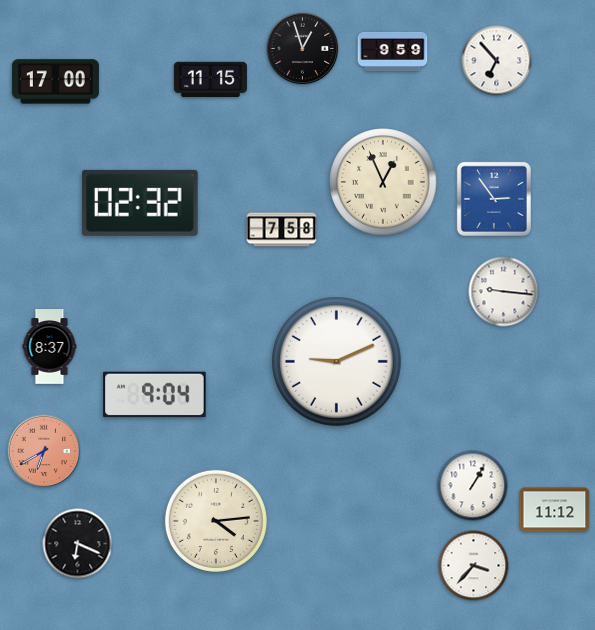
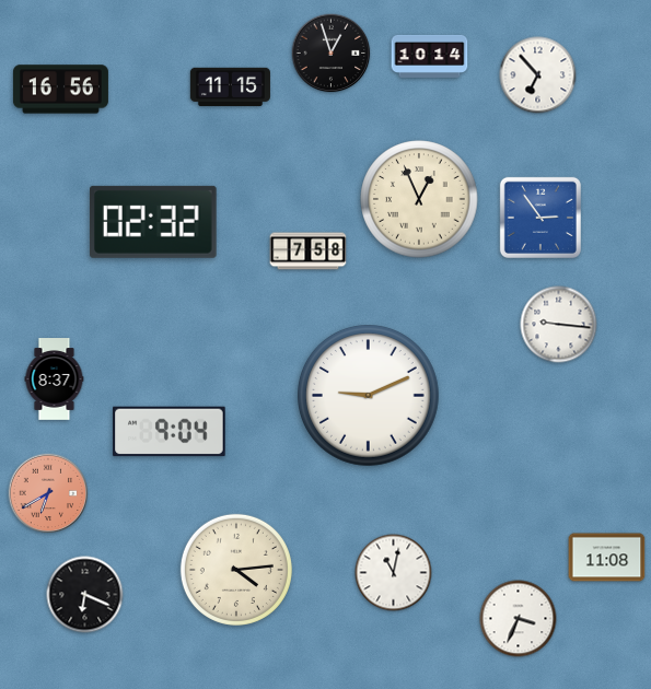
clock at (393, 51): 9:59 -> 10:14
clock at (497, 61) position: (497, 61) -> (538, 75)
clock at (55, 82): 17:00 -> 16:56
clock at (504, 292) position: (504, 292) -> (559, 325)
clock at (473, 486): 1:05 -> none
clock at (555, 510): 11:12 -> 11:08
clock at (394, 573): none -> 11:02
clock at (474, 566): 3:37 -> 3:34
